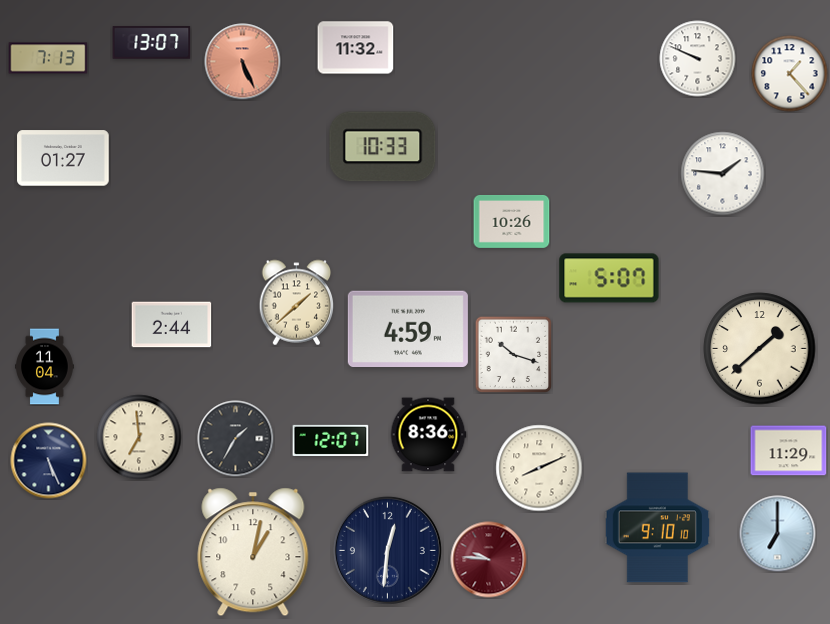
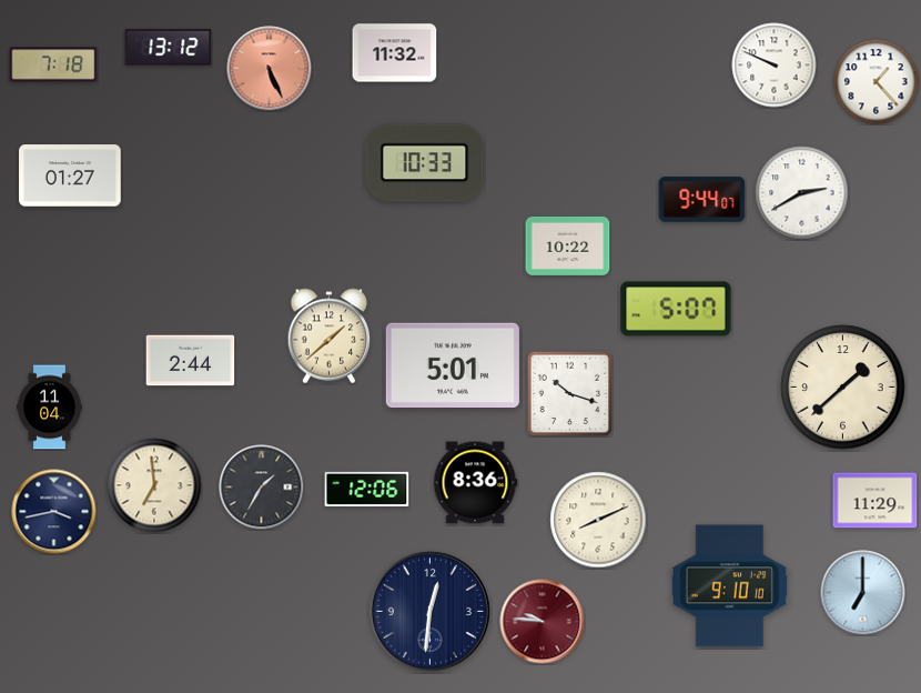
clock at (152, 43): 13:07 -> 13:12
clock at (48, 58): 7:13 -> 7:18
clock at (723, 174): 1:46 -> 2:40
clock at (702, 200): none -> 9:44
clock at (512, 221): 10:26 -> 10:22
clock at (408, 328): 4:59 -> 5:01
clock at (331, 440): 12:07 -> 12:06
clock at (49, 461): 5:26 -> 3:43
clock at (253, 552): 1:02 -> none
